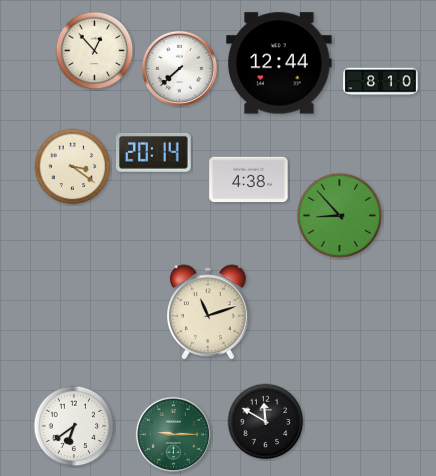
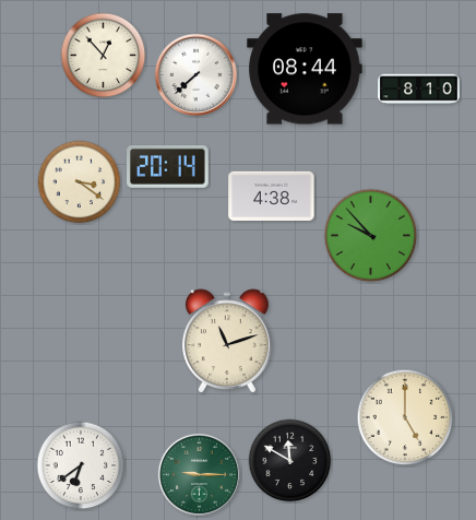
clock at (279, 63): 12:44 -> 08:44
clock at (381, 82) position: (381, 82) -> (419, 90)
clock at (340, 216): 8:53 -> 9:53
clock at (405, 417): none -> 5:00
clock at (173, 434) position: (173, 434) -> (199, 474)
